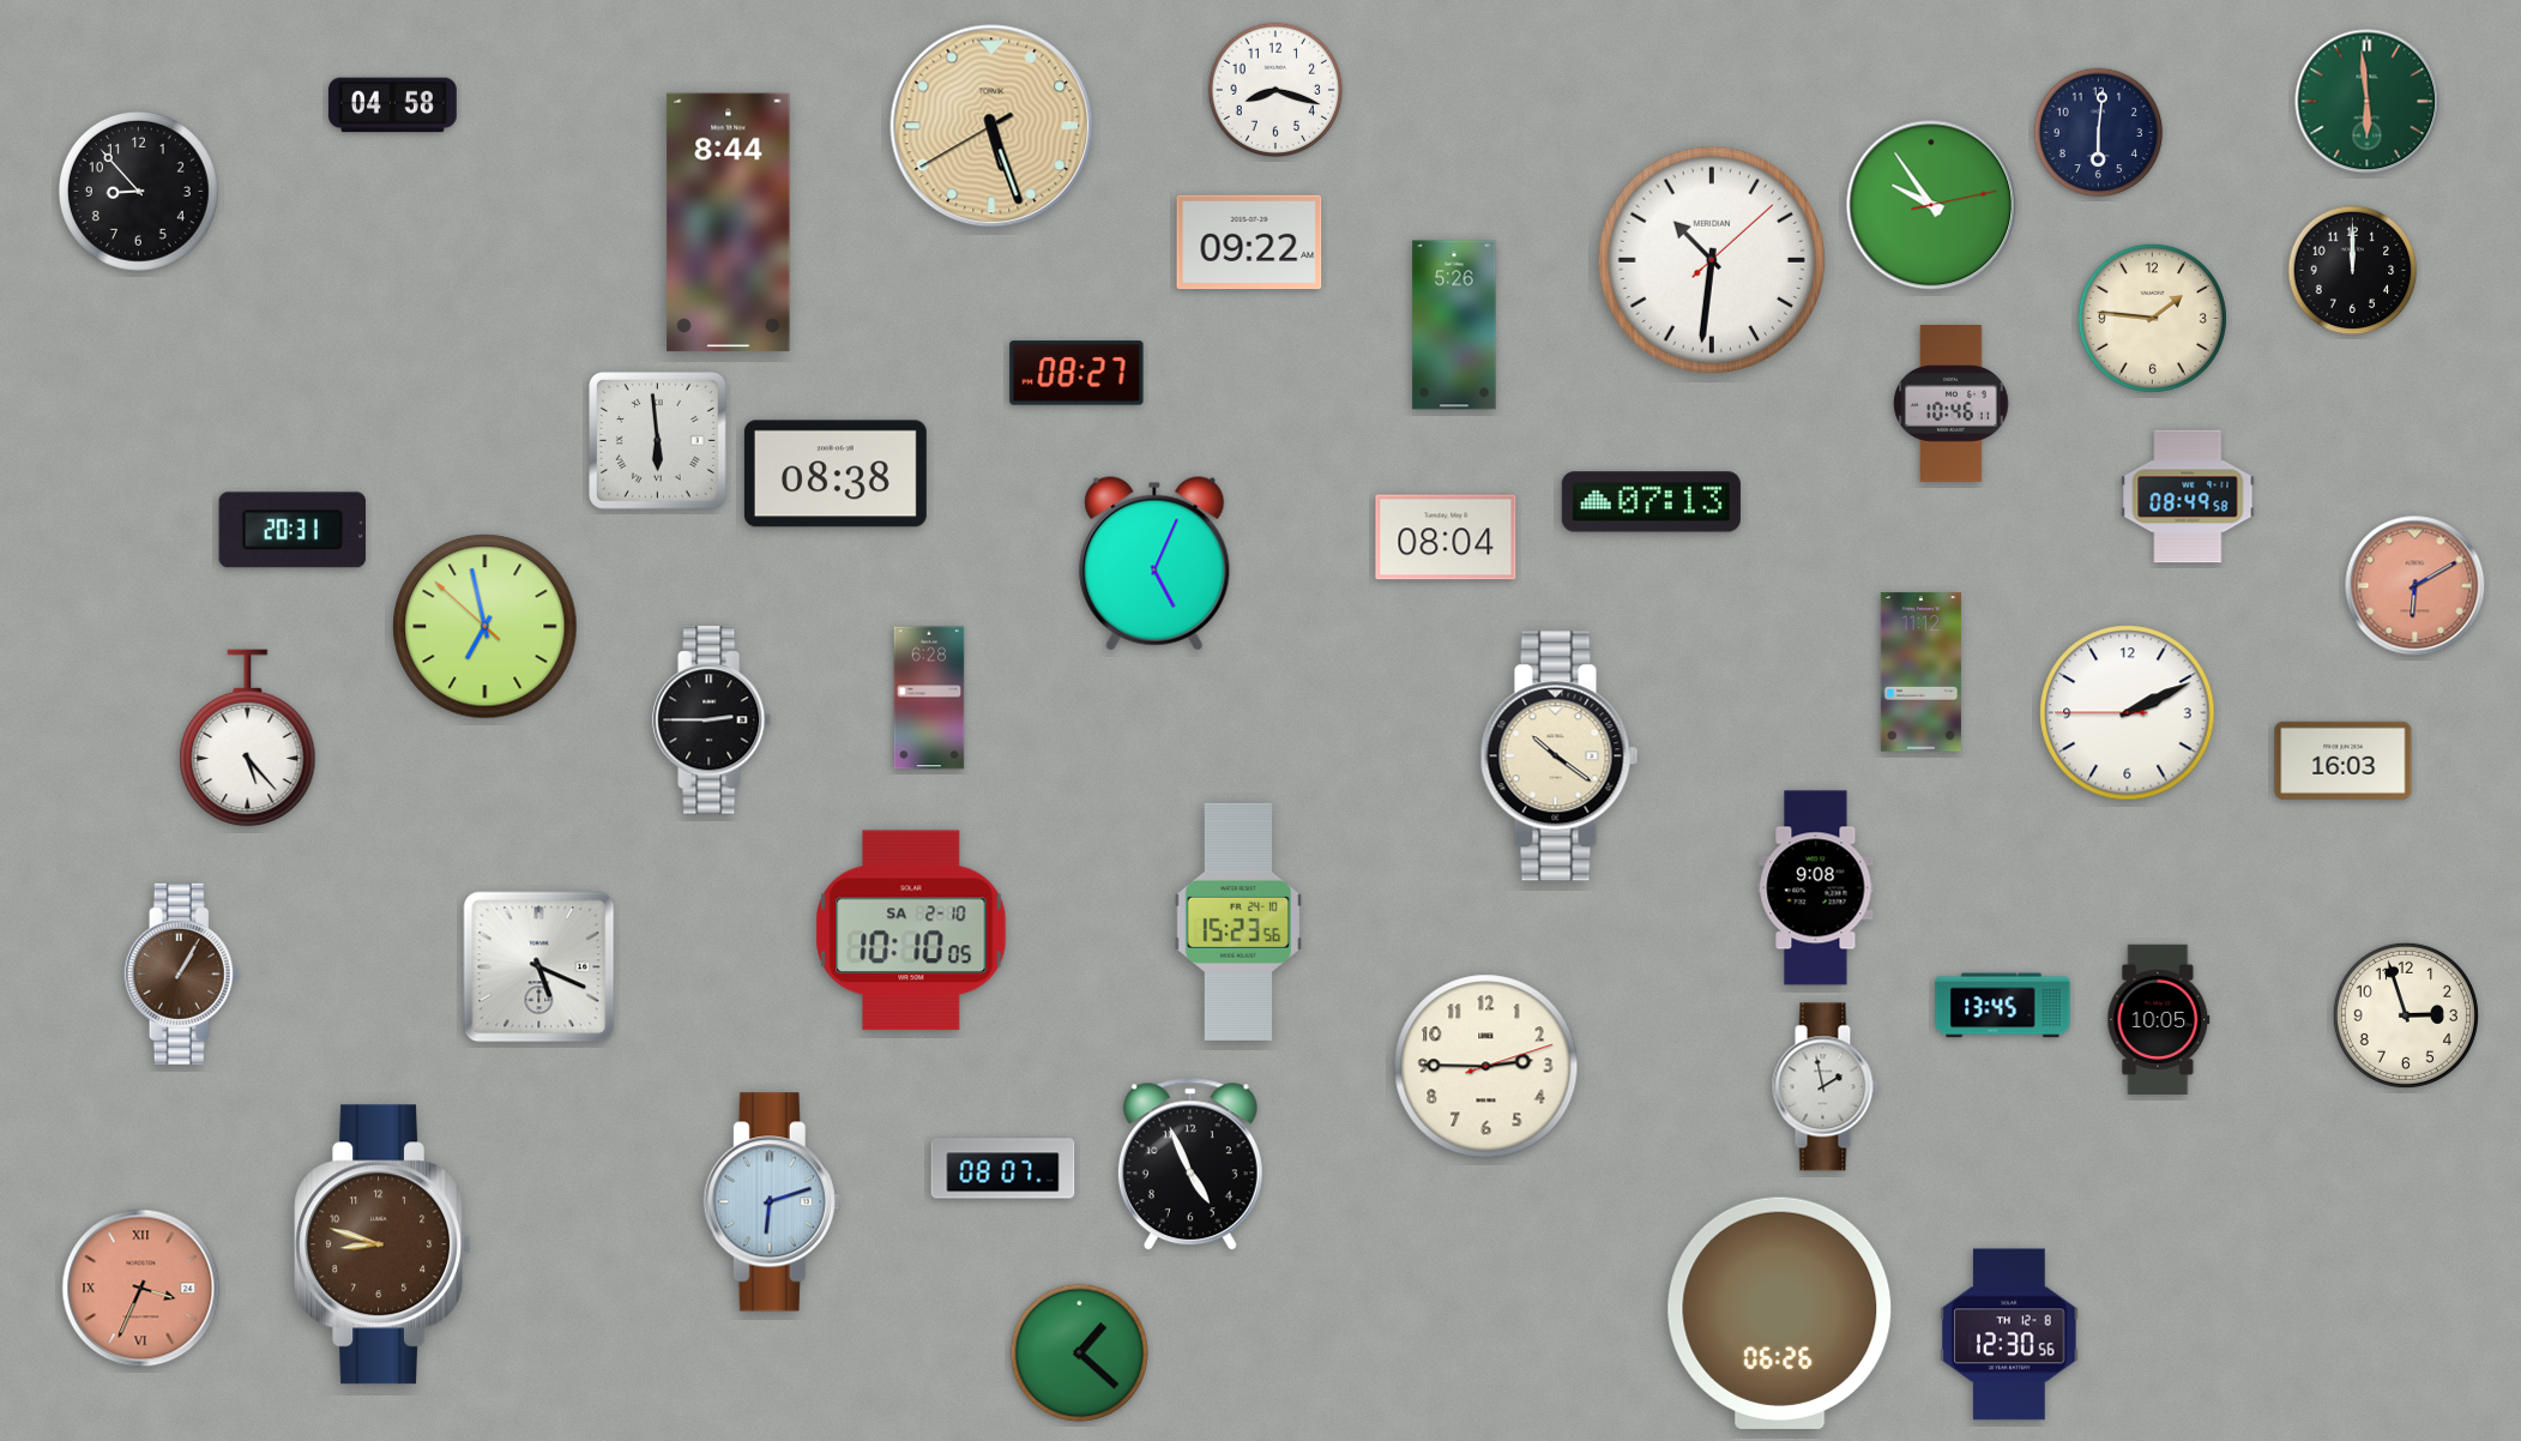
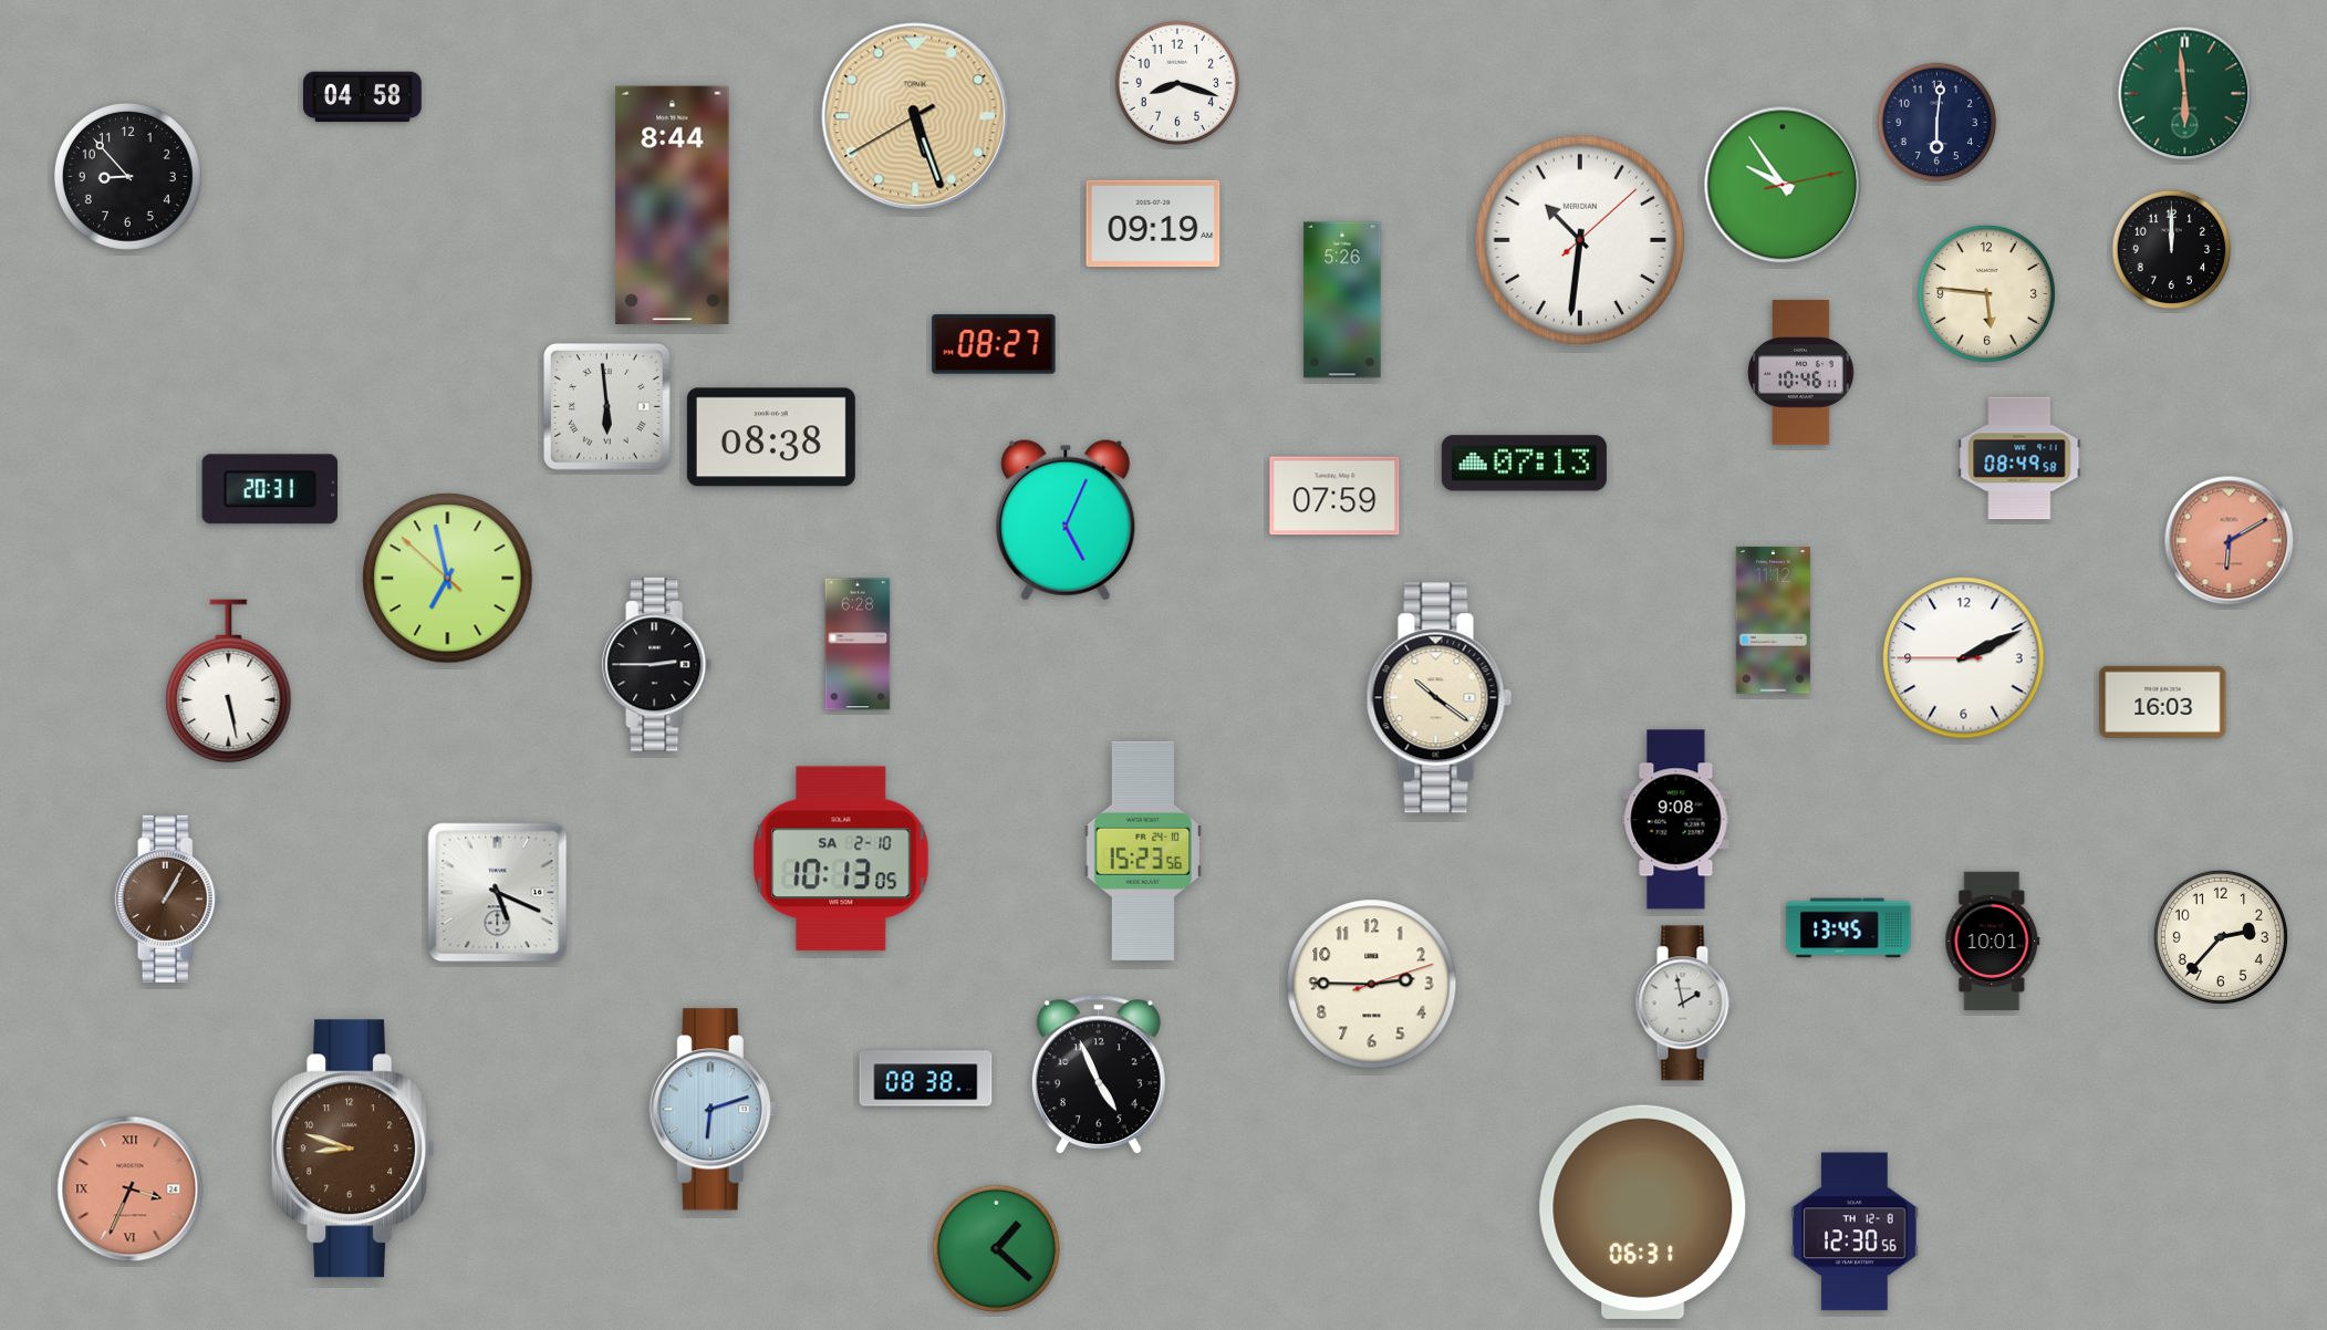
clock at (1931, 205) position: (1931, 205) -> (1783, 185)
clock at (1249, 242): 09:22 -> 09:19
clock at (2152, 318): 1:46 -> 5:46
clock at (1446, 537): 08:04 -> 07:59
clock at (248, 738): 5:23 -> 5:28
clock at (911, 930): 10:10 -> 10:13
clock at (2406, 1015): 2:57 -> 2:37
clock at (2159, 1019): 10:05 -> 10:01
clock at (1003, 1169): 08:07 -> 08:38
clock at (1780, 1313): 06:26 -> 06:31
